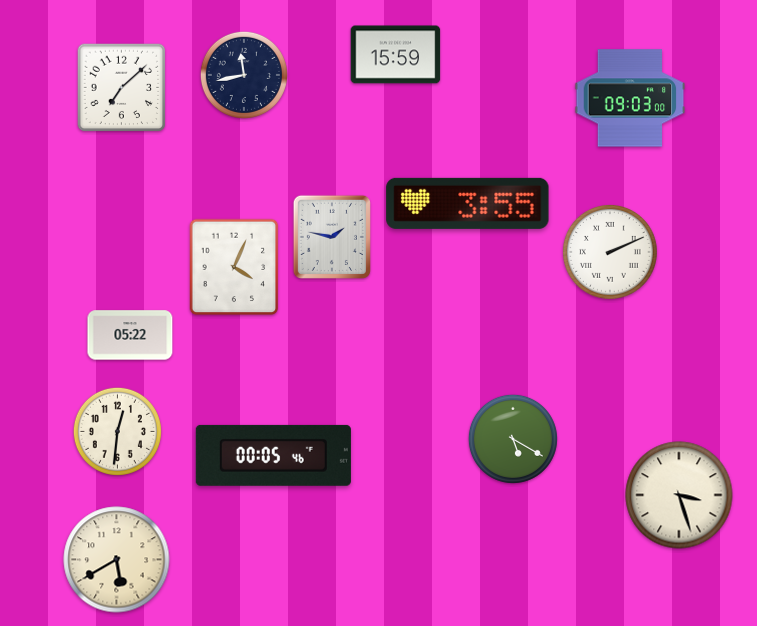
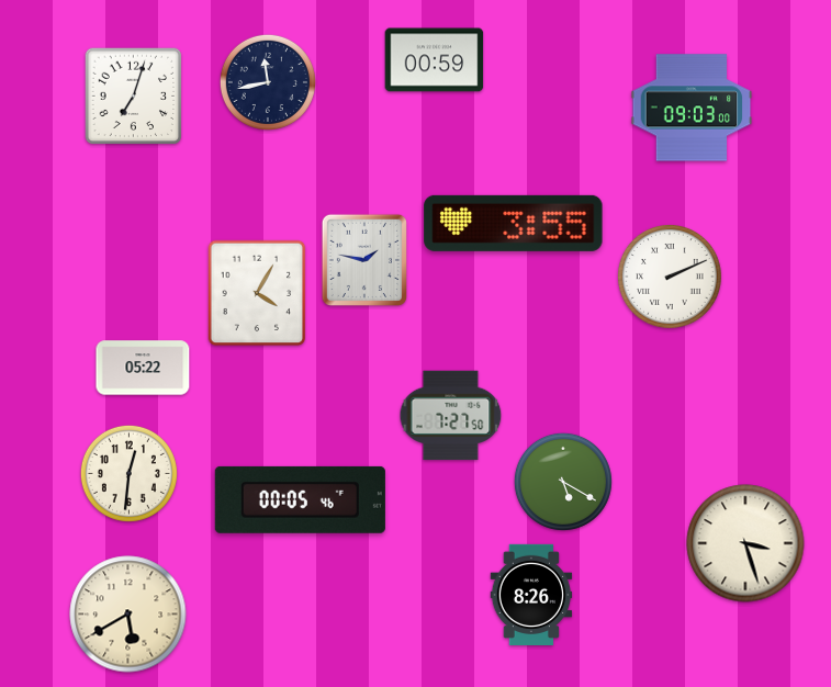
clock at (396, 55): 15:59 -> 00:59
clock at (122, 88): 7:08 -> 7:03
clock at (234, 267): 4:04 -> 4:05
clock at (451, 416): none -> 7:27
clock at (531, 594): none -> 8:26
